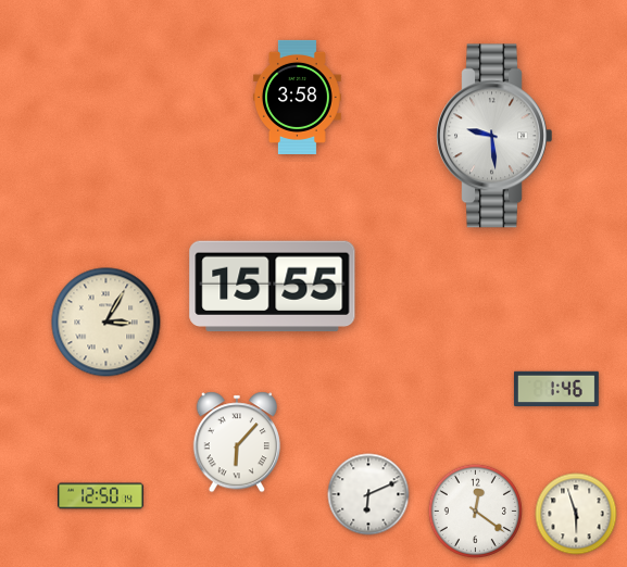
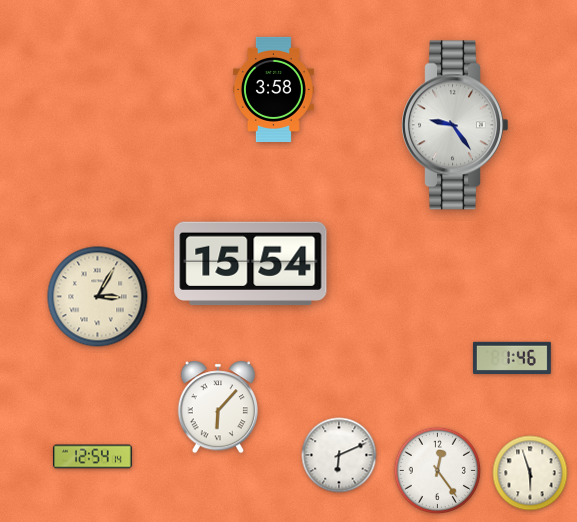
clock at (493, 136): 9:29 -> 9:24
clock at (273, 287): 15:55 -> 15:54
clock at (101, 496): 12:50 -> 12:54
clock at (475, 511): 12:21 -> 12:24
